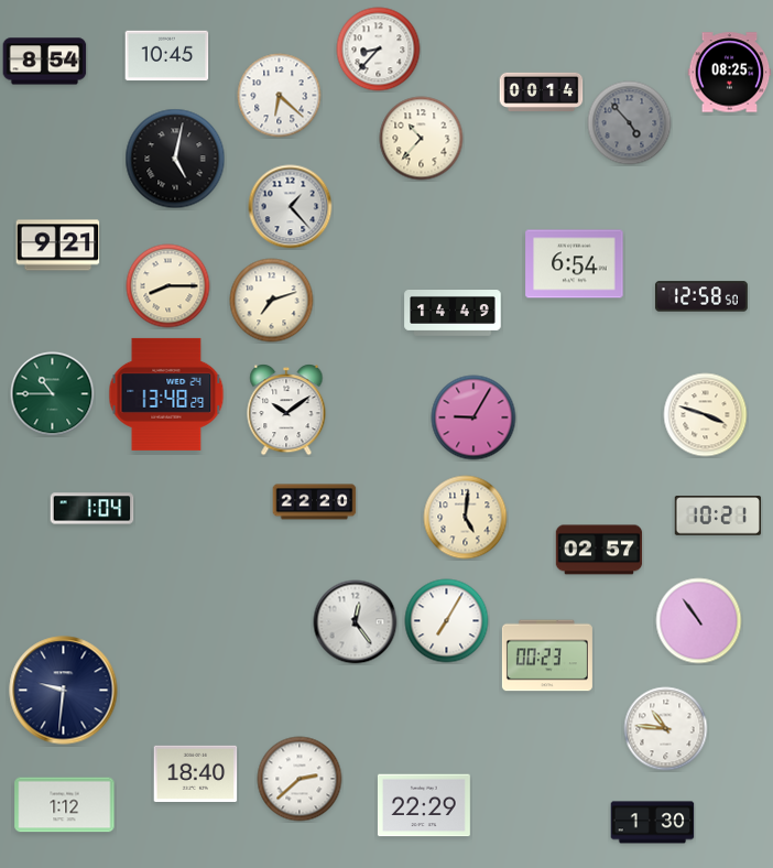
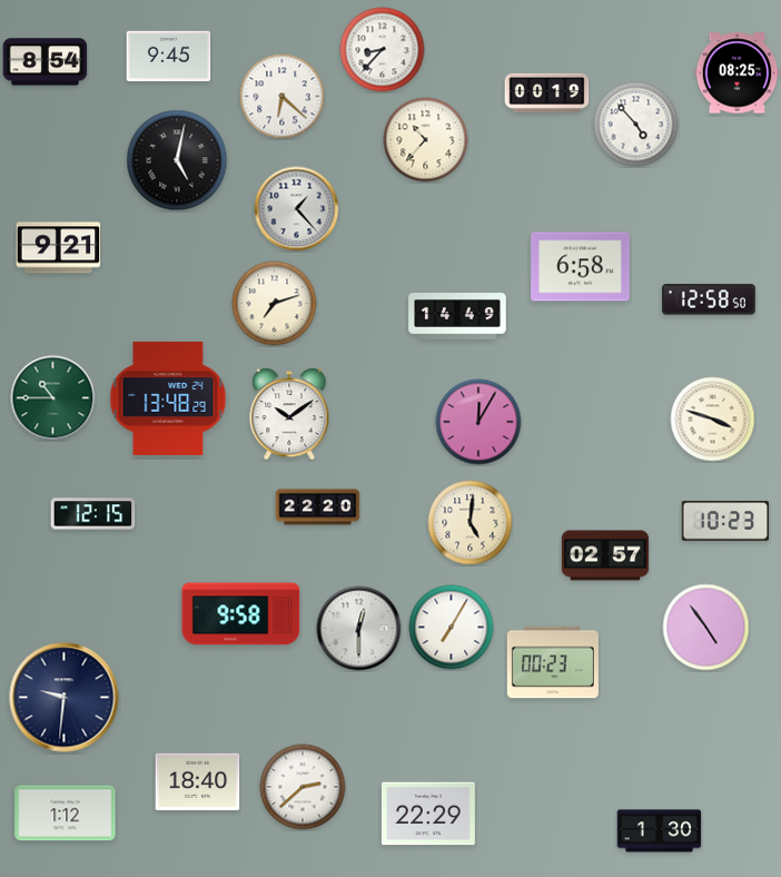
clock at (167, 56): 10:45 -> 9:45
clock at (542, 91): 00:14 -> 00:19
clock at (630, 123) dial: grey -> white
clock at (291, 207) position: (291, 207) -> (297, 209)
clock at (575, 264): 6:54 -> 6:58
clock at (168, 286): 8:15 -> none
clock at (473, 417): 9:05 -> 12:05
clock at (92, 509): 1:04 -> 12:15
clock at (718, 516): 10:21 -> 10:23
clock at (241, 614): none -> 9:58
clock at (699, 621): 10:54 -> 4:54
clock at (356, 622): 12:24 -> 12:30
clock at (666, 729): 10:46 -> none
